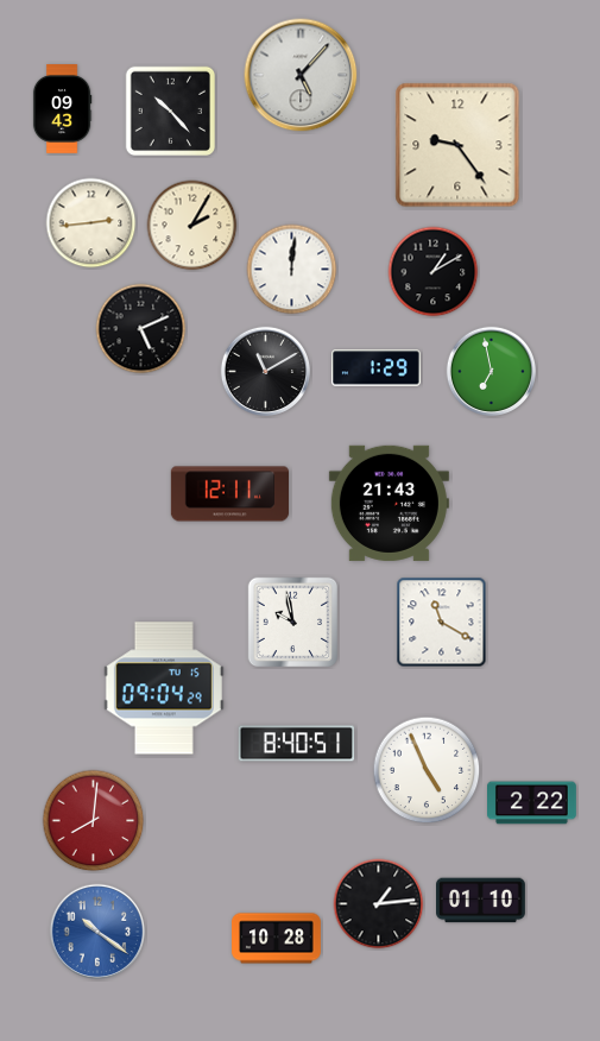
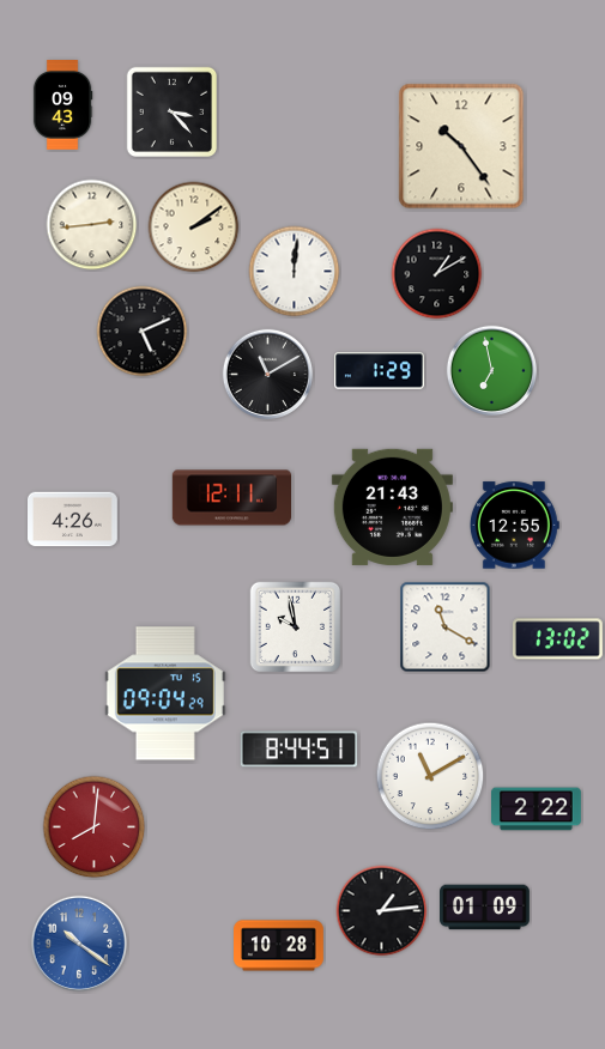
clock at (301, 75): 5:07 -> none
clock at (62, 109) position: (62, 109) -> (62, 105)
clock at (171, 112): 10:23 -> 3:23
clock at (457, 145): 9:24 -> 10:24
clock at (192, 226): 2:05 -> 2:09
clock at (491, 371) position: (491, 371) -> (491, 370)
clock at (73, 520): none -> 4:26
clock at (514, 526): none -> 12:55
clock at (557, 639): none -> 13:02
clock at (297, 744): 8:40 -> 8:44
clock at (427, 770): 4:56 -> 11:10
clock at (481, 901): 01:10 -> 01:09
clock at (97, 932) position: (97, 932) -> (79, 944)
